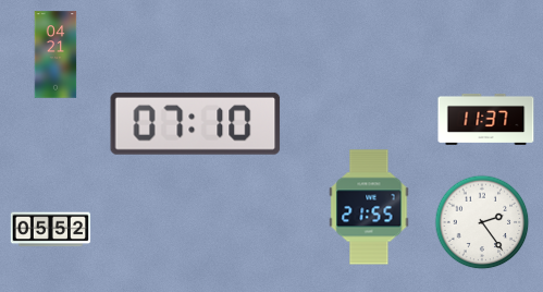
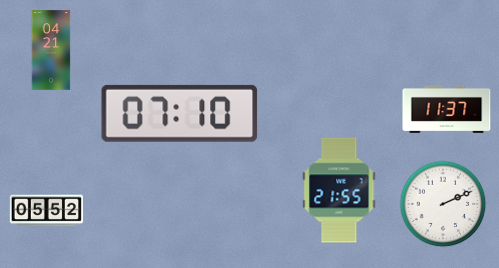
clock at (482, 222): 2:24 -> 2:11
